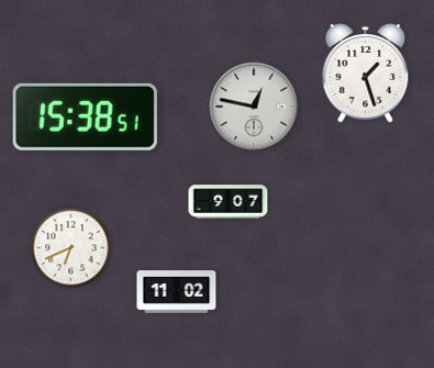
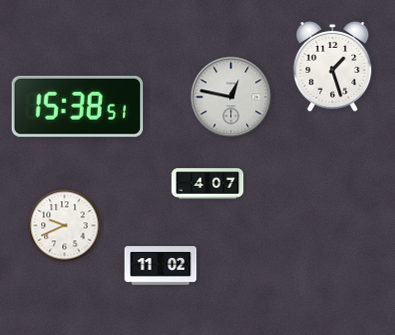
clock at (229, 202): 9:07 -> 4:07
clock at (71, 248): 6:41 -> 9:41
